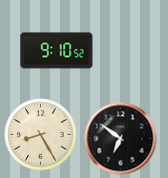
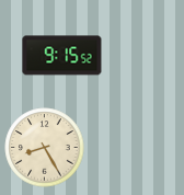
clock at (57, 51): 9:10 -> 9:15
clock at (121, 139): 6:51 -> none
